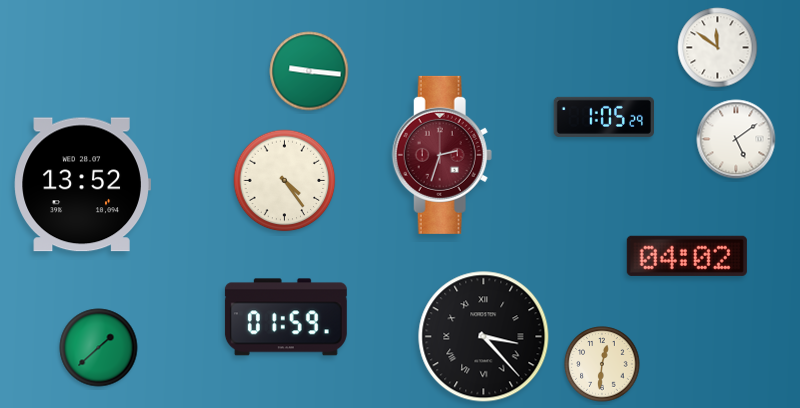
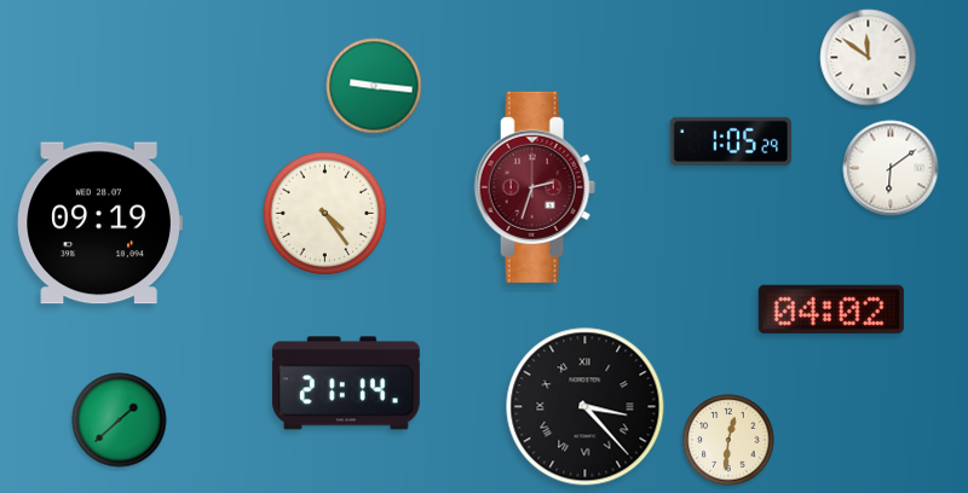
clock at (736, 139): 5:09 -> 6:09
clock at (285, 181) position: (285, 181) -> (325, 214)
clock at (82, 185): 13:52 -> 09:19
clock at (286, 317): 01:59 -> 21:14
